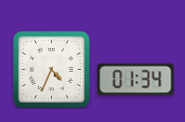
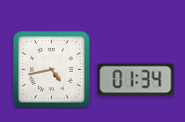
clock at (52, 70): 4:34 -> 4:43
